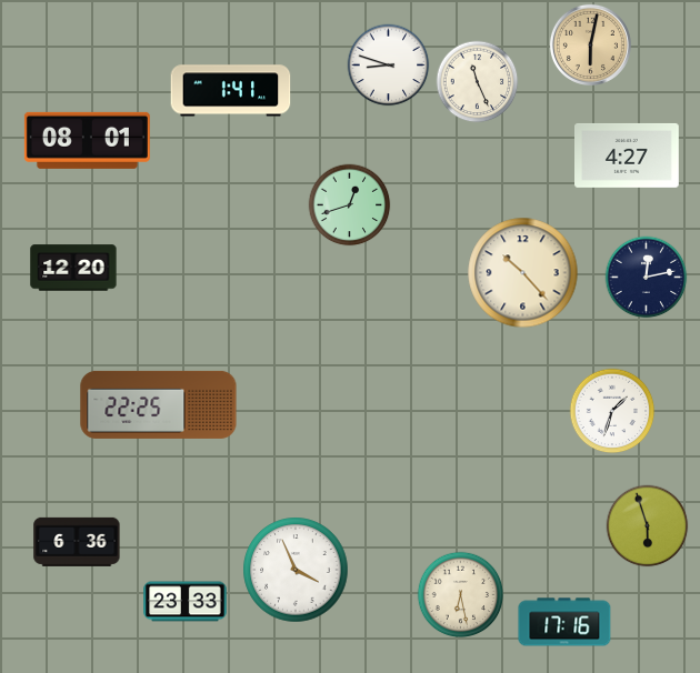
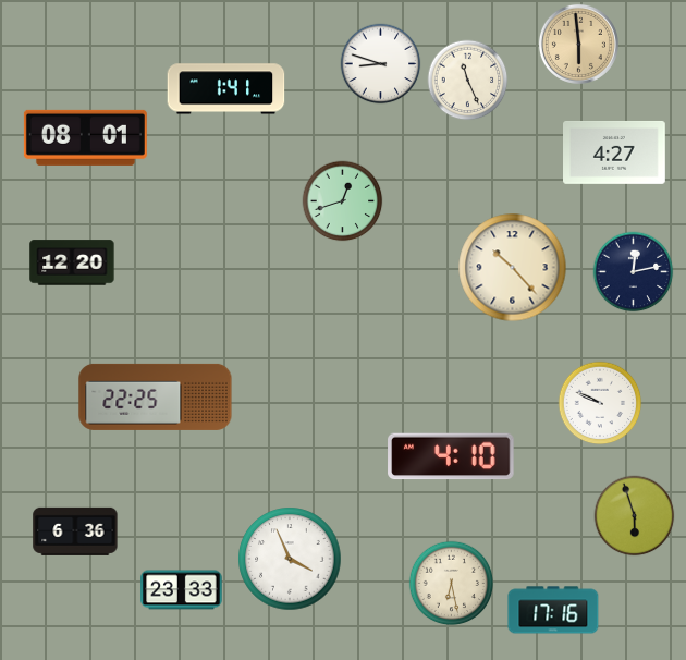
clock at (590, 44): 6:02 -> 5:59
clock at (612, 411): 1:33 -> 9:49
clock at (451, 456): none -> 4:10
